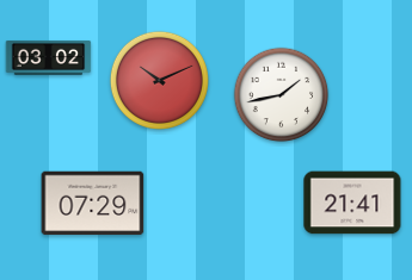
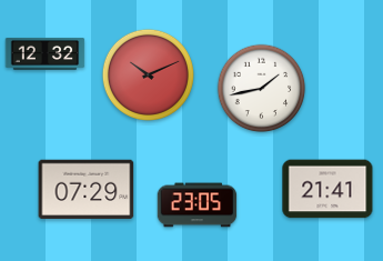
clock at (49, 57): 03:02 -> 12:32
clock at (198, 205): none -> 23:05
